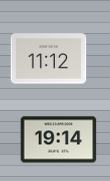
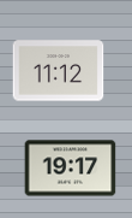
clock at (59, 140): 19:14 -> 19:17
